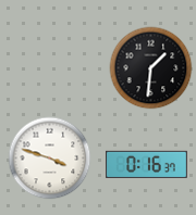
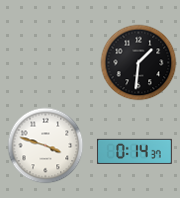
clock at (146, 165): 0:16 -> 0:14
